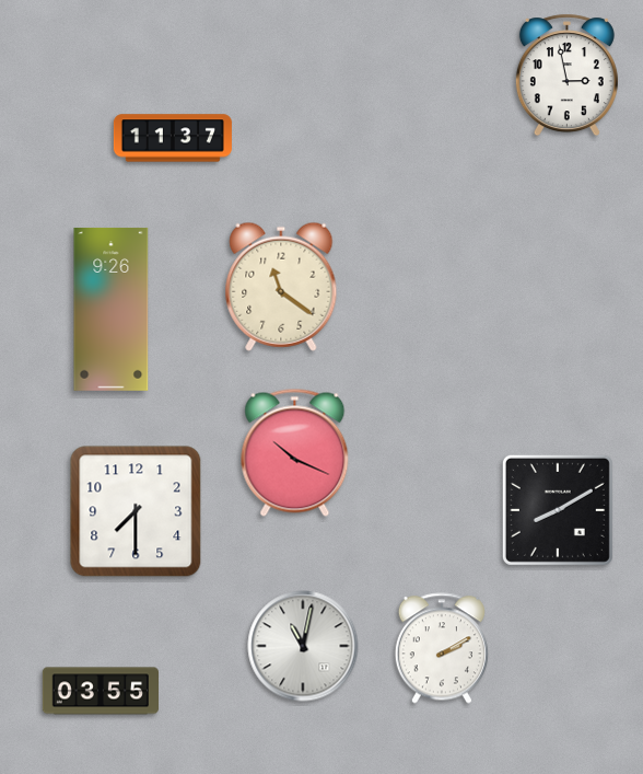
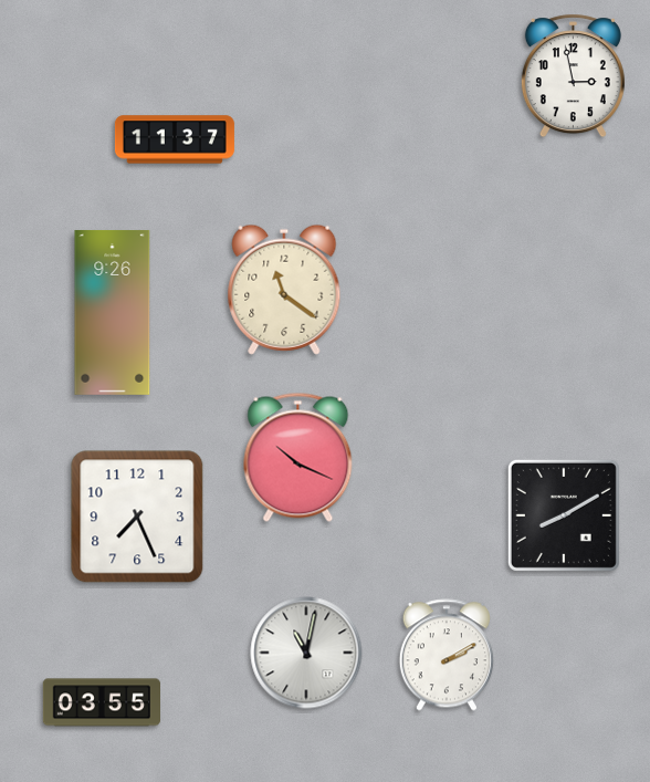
clock at (136, 511): 7:30 -> 7:26
clock at (100, 691) position: (100, 691) -> (101, 702)
